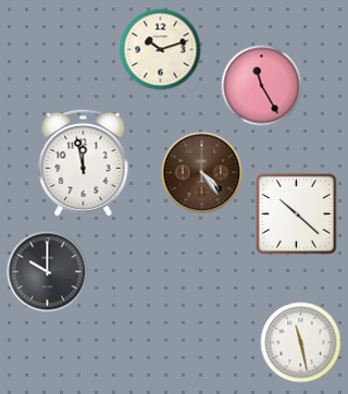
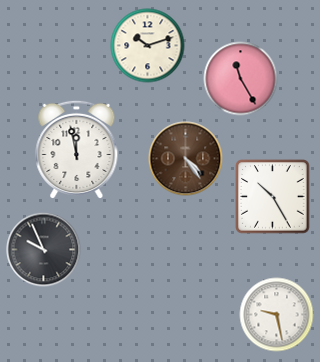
clock at (297, 214): 10:22 -> 10:25
clock at (48, 272): 10:00 -> 9:56
clock at (301, 343): 11:28 -> 9:28
